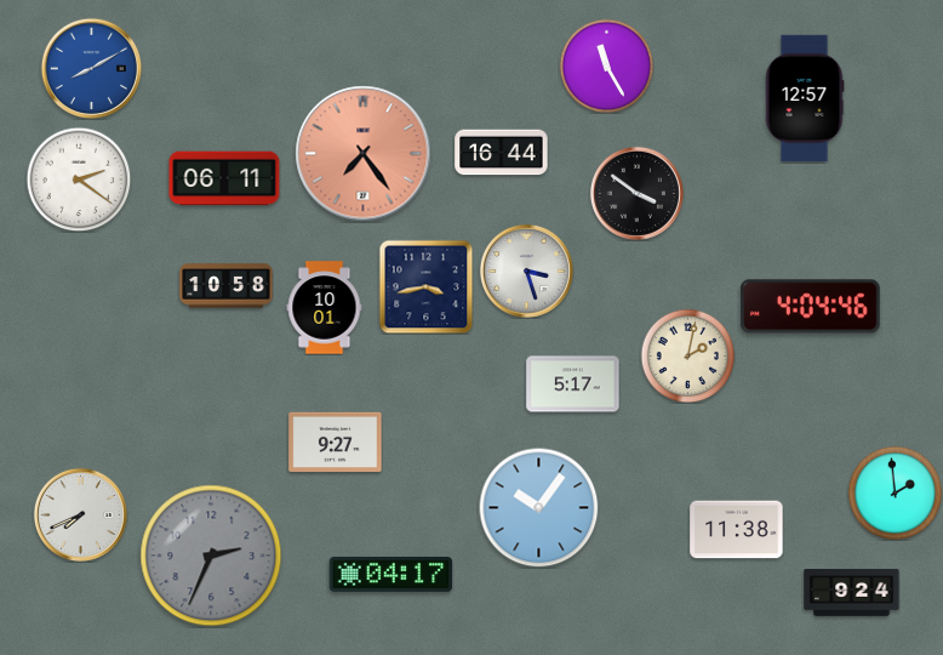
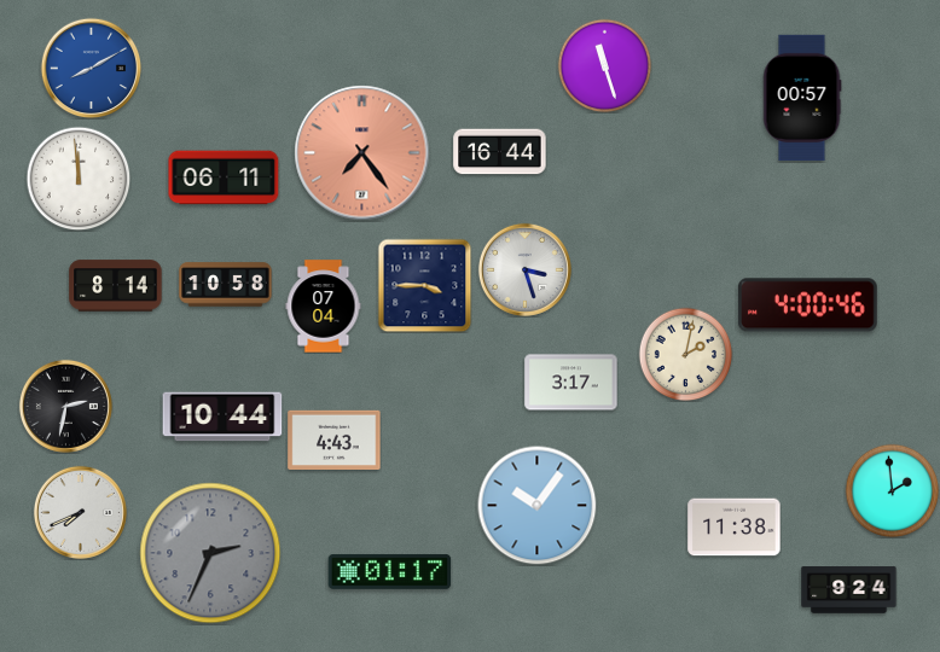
clock at (606, 65): 11:25 -> 11:27
clock at (805, 98): 12:57 -> 00:57
clock at (79, 180): 2:21 -> 11:59
clock at (636, 193): 3:51 -> none
clock at (425, 286): 3:43 -> 3:45
clock at (116, 286): none -> 8:14
clock at (810, 307): 4:04 -> 4:00
clock at (325, 308): 10:01 -> 07:04
clock at (573, 385): 5:17 -> 3:17
clock at (65, 406): none -> 2:32
clock at (222, 417): none -> 10:44
clock at (336, 443): 9:27 -> 4:43
clock at (392, 574): 04:17 -> 01:17
